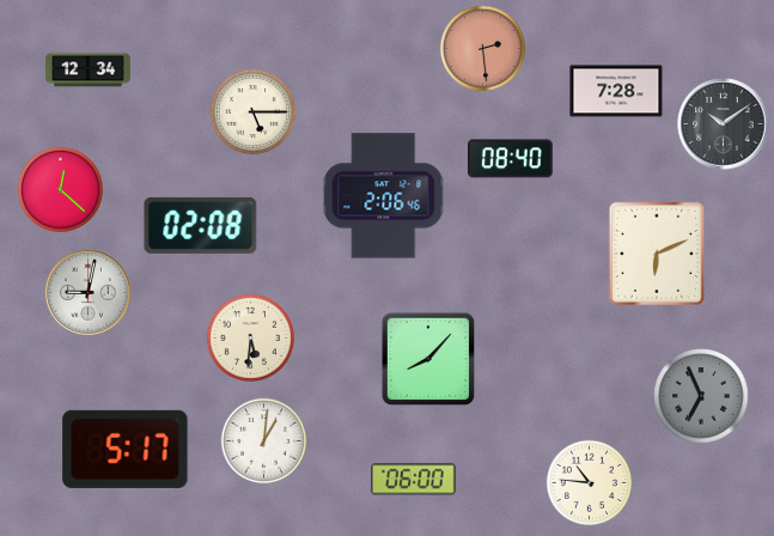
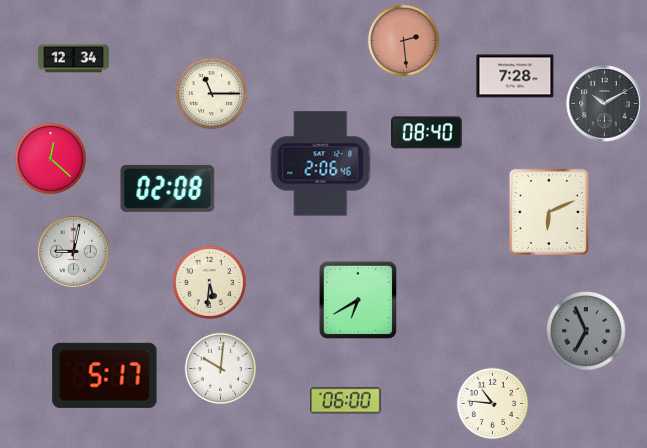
clock at (254, 112): 5:15 -> 11:15
clock at (724, 124): 10:09 -> 10:10
clock at (89, 293) position: (89, 293) -> (74, 252)
clock at (427, 358): 8:07 -> 6:40
clock at (264, 441): 1:01 -> 10:01
